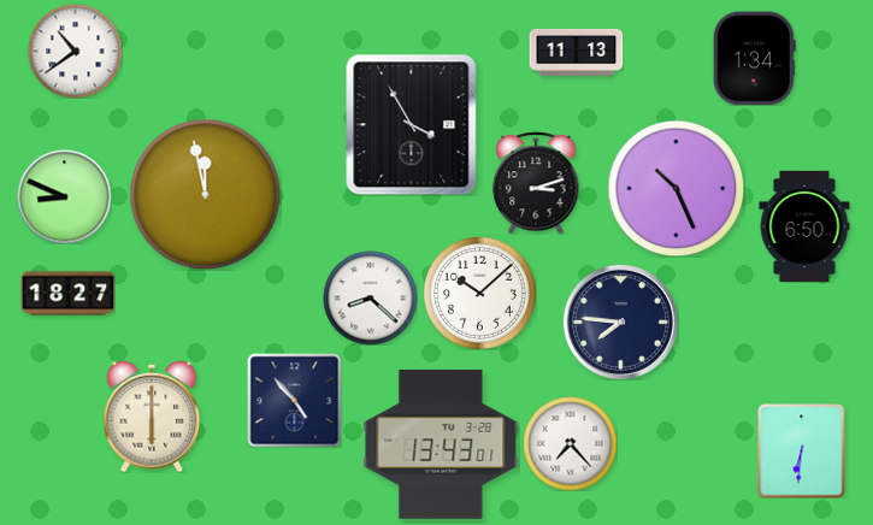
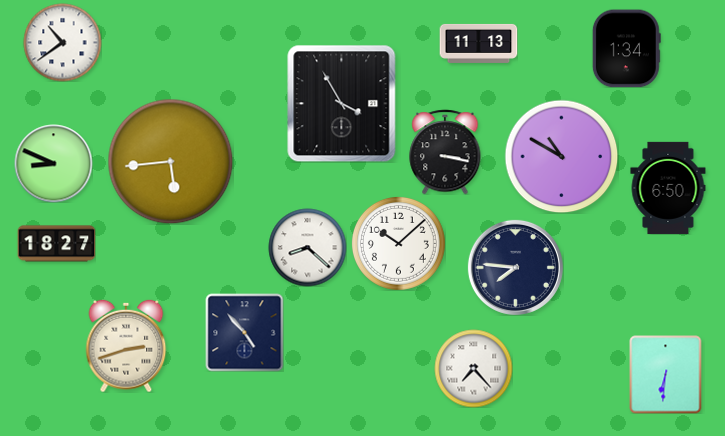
clock at (536, 183): 3:12 -> 3:17
clock at (676, 188): 10:26 -> 10:50
clock at (205, 194): 11:58 -> 5:44
clock at (152, 417): 6:00 -> 2:42
clock at (441, 446): 13:43 -> none
